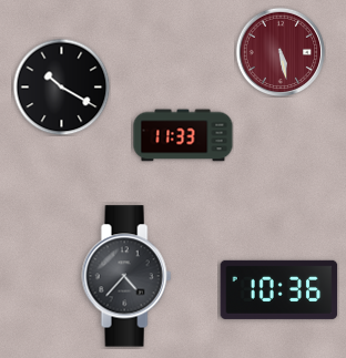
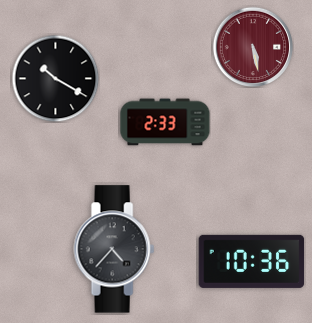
clock at (183, 135): 11:33 -> 2:33
